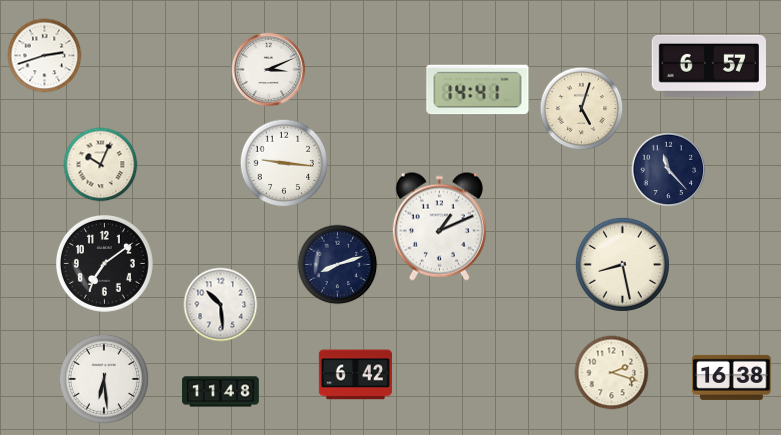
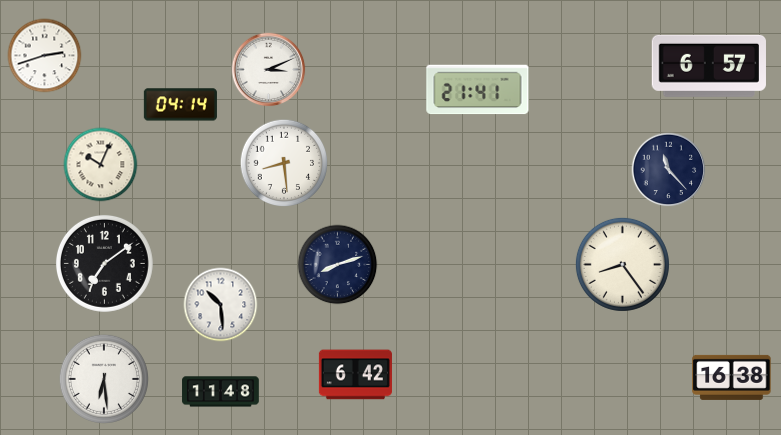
clock at (478, 90): 14:41 -> 21:41
clock at (180, 105): none -> 04:14
clock at (582, 109): 5:03 -> none
clock at (283, 162): 9:16 -> 8:29
clock at (439, 226): 1:11 -> none
clock at (622, 264): 8:28 -> 8:24
clock at (612, 373): 2:18 -> none
